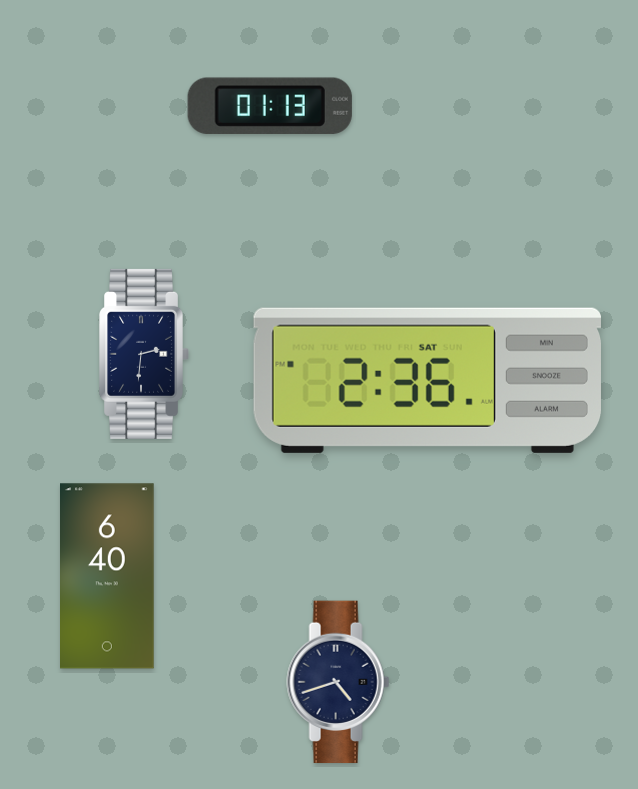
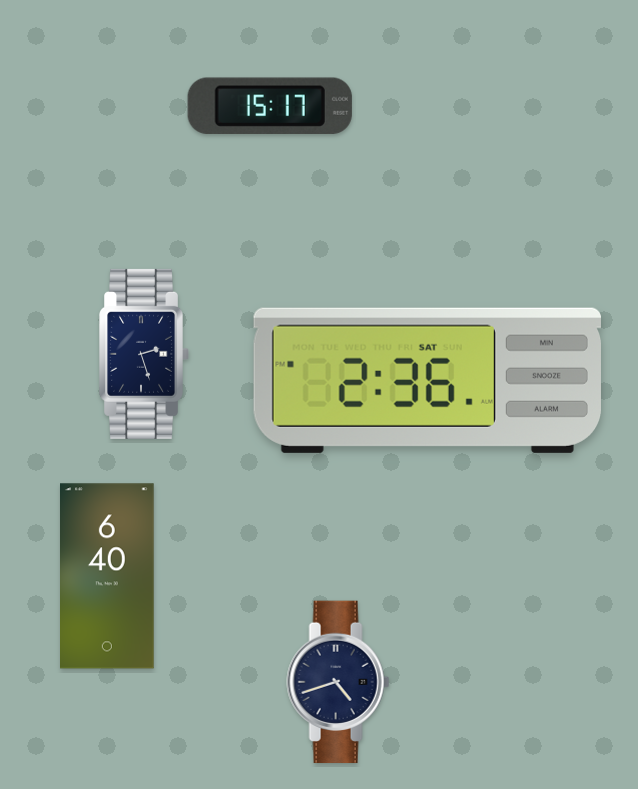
clock at (270, 105): 01:13 -> 15:17
clock at (144, 354): 2:31 -> 2:27
